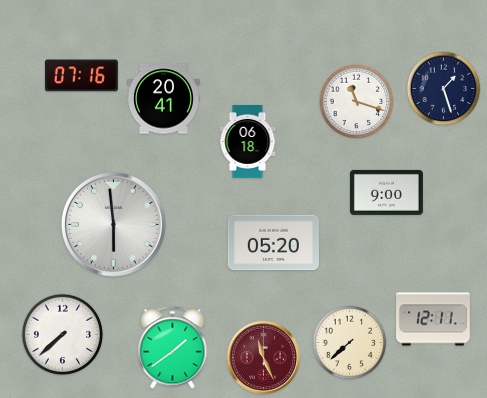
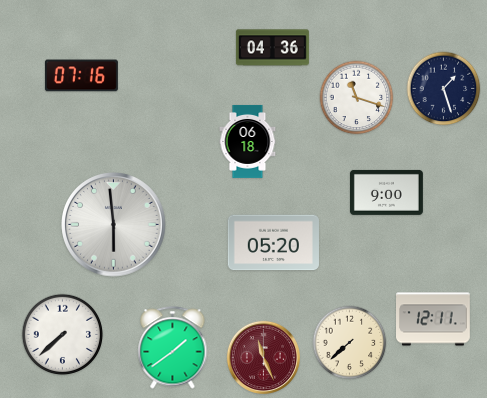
clock at (272, 48): none -> 04:36
clock at (163, 99): 20:41 -> none
clock at (357, 102) position: (357, 102) -> (357, 98)
